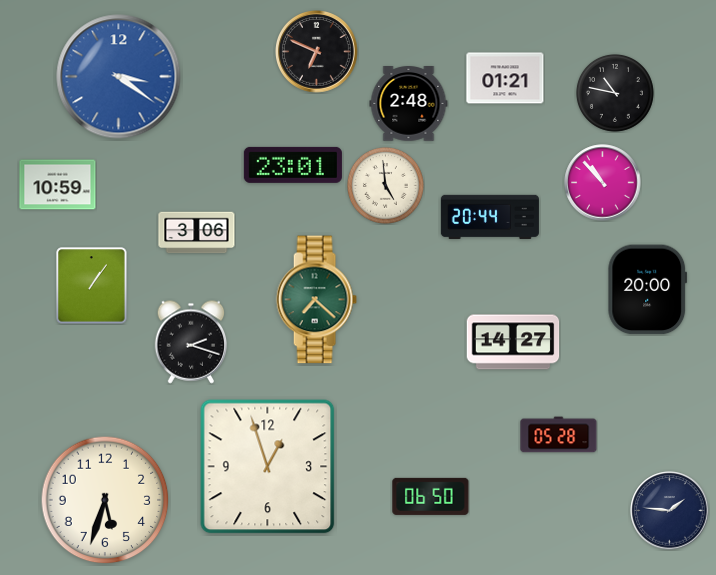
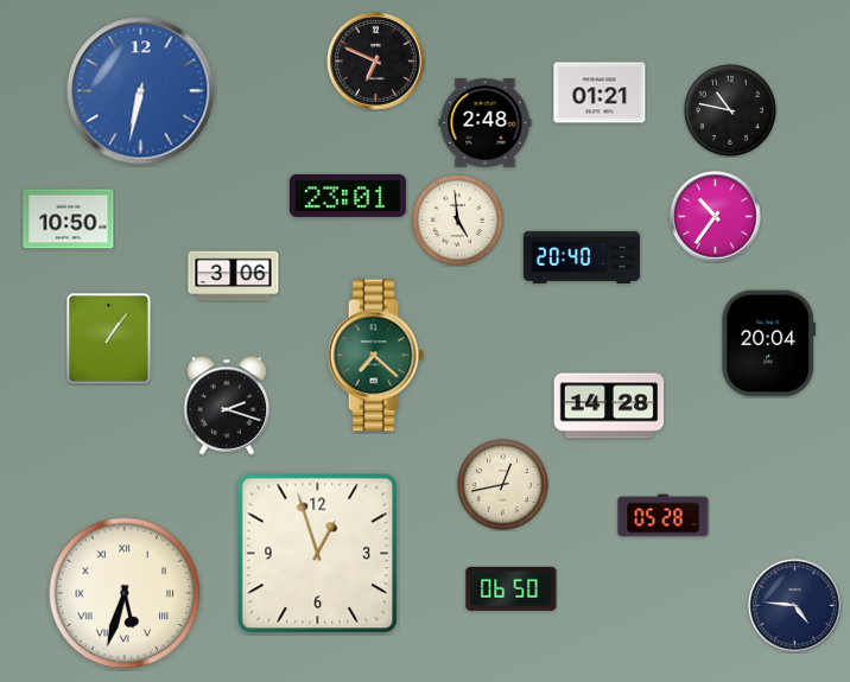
clock at (119, 77): 3:21 -> 6:32
clock at (603, 183): 10:53 -> 10:36
clock at (58, 185): 10:59 -> 10:50
clock at (490, 217): 20:44 -> 20:40
clock at (648, 290): 20:00 -> 20:04
clock at (513, 342): 14:27 -> 14:28
clock at (502, 484): none -> 12:43
clock at (105, 500) numerals: Arabic -> Roman
clock at (670, 511): 1:46 -> 4:46
